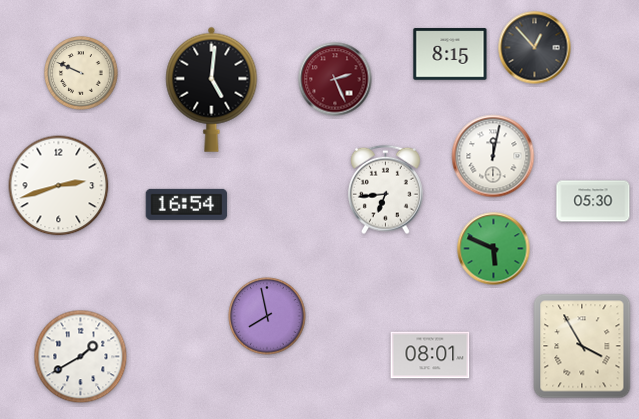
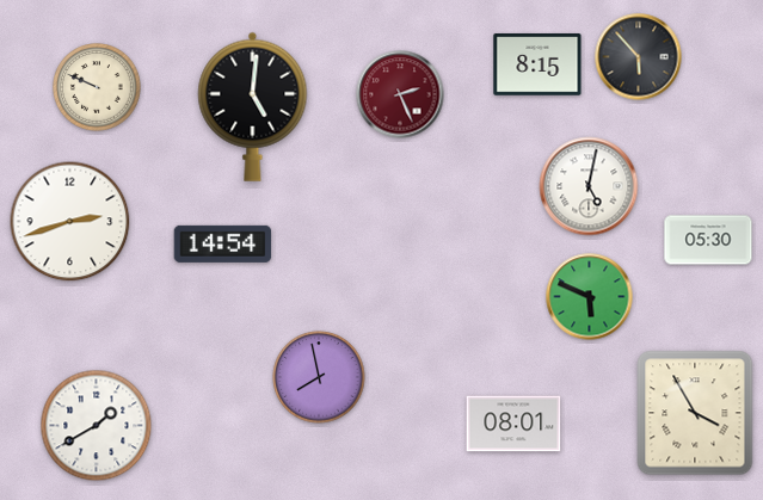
clock at (535, 48): 12:53 -> 5:53
clock at (493, 156): 12:02 -> 5:02
clock at (385, 190): 6:44 -> none
clock at (187, 204): 16:54 -> 14:54
